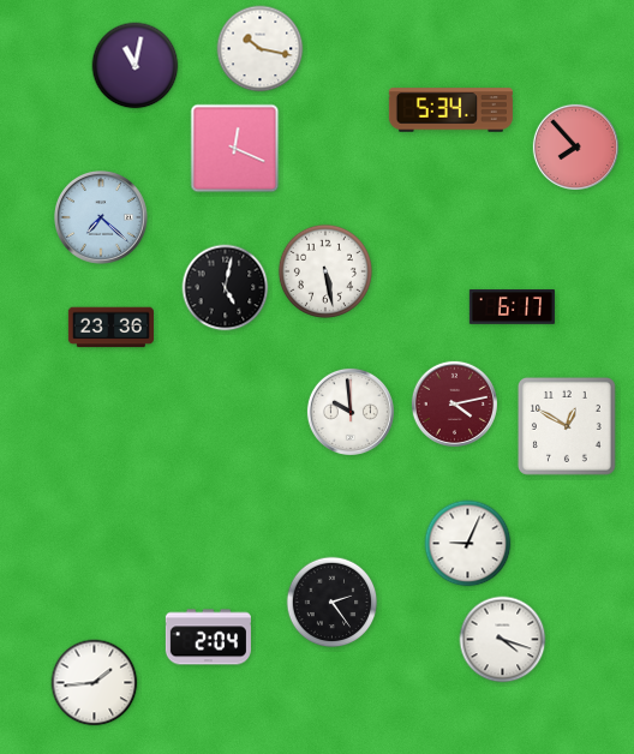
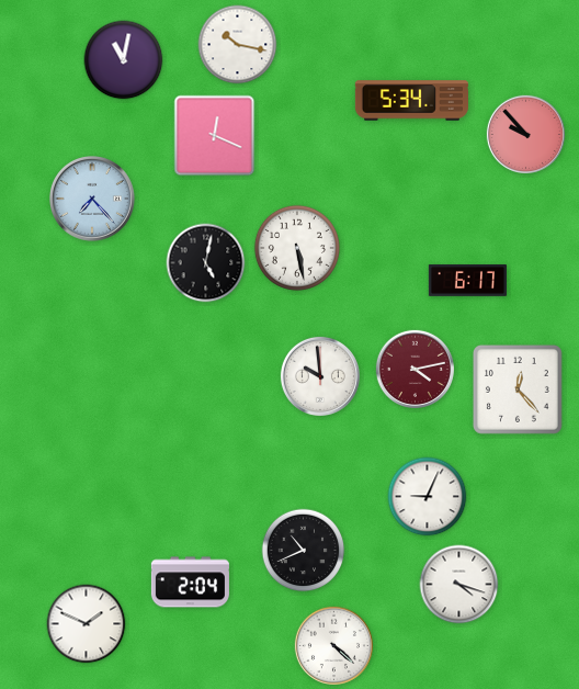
clock at (575, 146): 7:53 -> 9:53
clock at (102, 219): 7:22 -> 7:23
clock at (110, 328): 23:36 -> none
clock at (567, 426): 12:50 -> 12:23
clock at (333, 603): 2:24 -> 10:41
clock at (95, 683): 1:44 -> 1:49
clock at (333, 645): none -> 4:22
